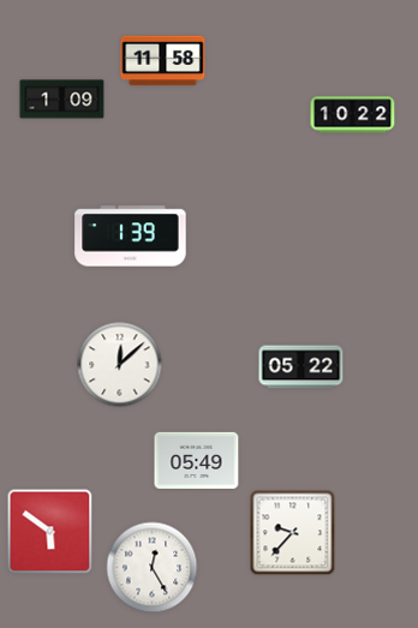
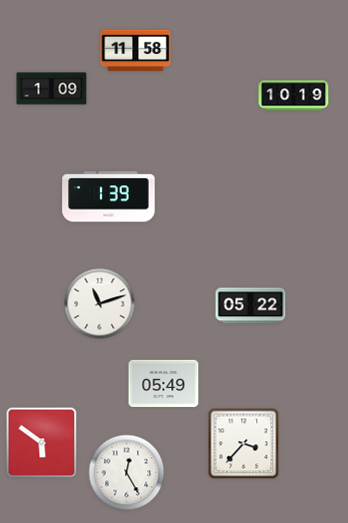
clock at (62, 100) position: (62, 100) -> (52, 89)
clock at (353, 115): 10:22 -> 10:19
clock at (120, 365): 12:08 -> 11:12
clock at (293, 533): 9:37 -> 3:37
